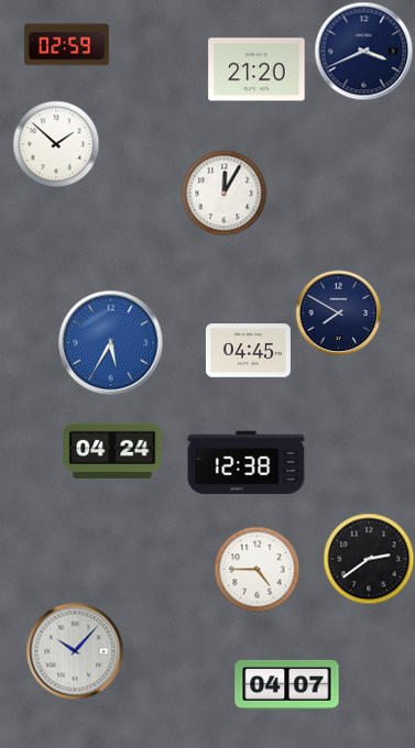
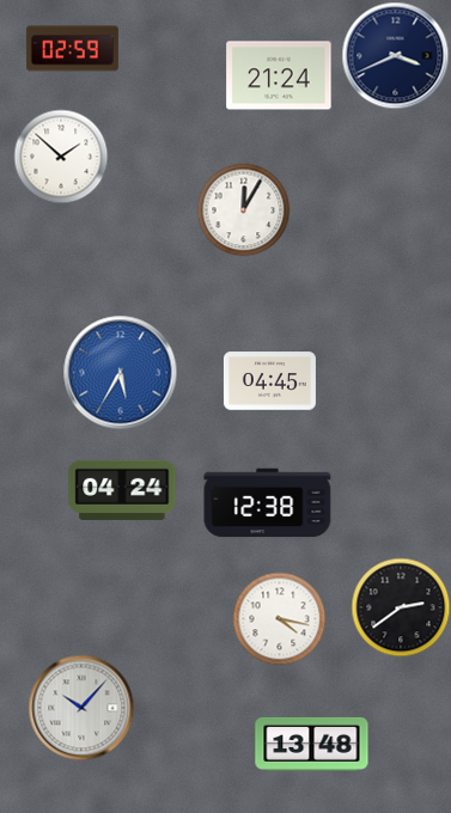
clock at (256, 69): 21:20 -> 21:24
clock at (338, 312): 7:50 -> none
clock at (256, 569): 4:45 -> 4:17
clock at (287, 684): 04:07 -> 13:48
